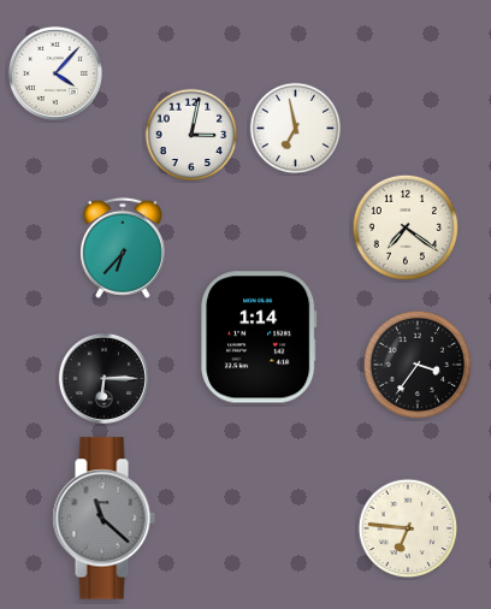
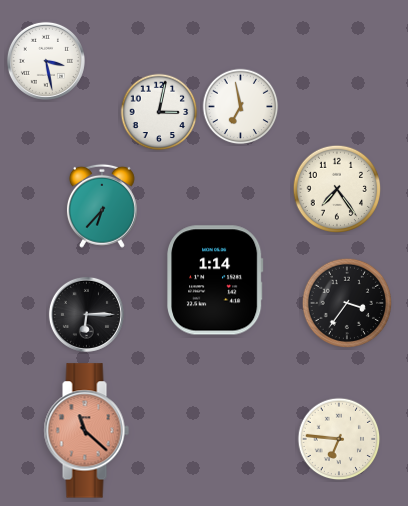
clock at (55, 73): 4:07 -> 3:28
clock at (296, 129) position: (296, 129) -> (241, 107)
clock at (406, 227): 7:21 -> 7:24
clock at (103, 519) dial: grey -> salmon
